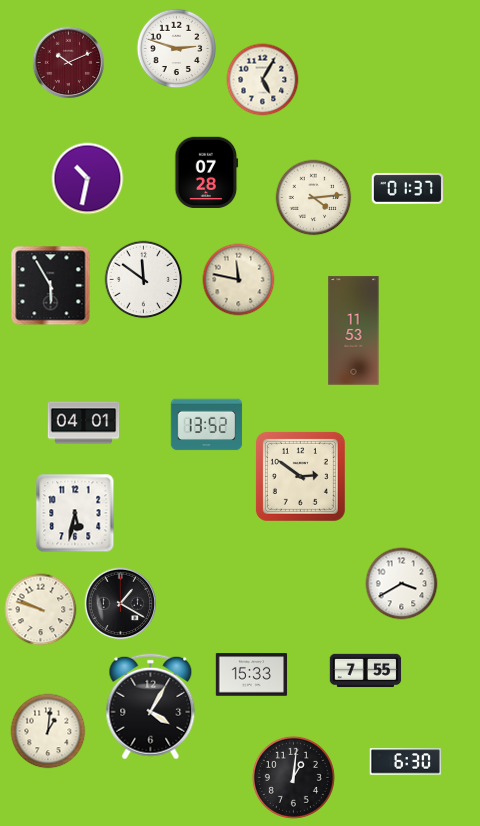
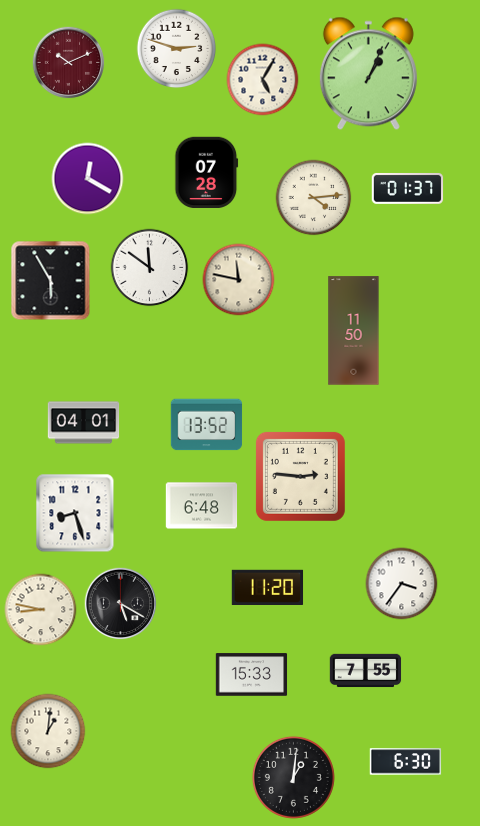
clock at (368, 74): none -> 1:04
clock at (88, 179): 10:32 -> 12:20
clock at (144, 280) position: (144, 280) -> (150, 268)
clock at (51, 286) position: (51, 286) -> (51, 281)
clock at (354, 331): 11:53 -> 11:50
clock at (300, 476): 2:51 -> 2:46
clock at (202, 506): none -> 6:48
clock at (75, 513): 5:32 -> 8:27
clock at (402, 584): 3:40 -> 3:36
clock at (268, 587): none -> 11:20
clock at (121, 604): 1:20 -> 5:20
clock at (41, 610): 9:48 -> 8:47
clock at (151, 707): 4:05 -> none
